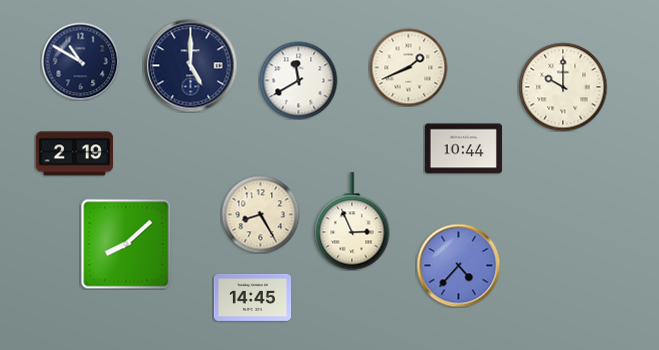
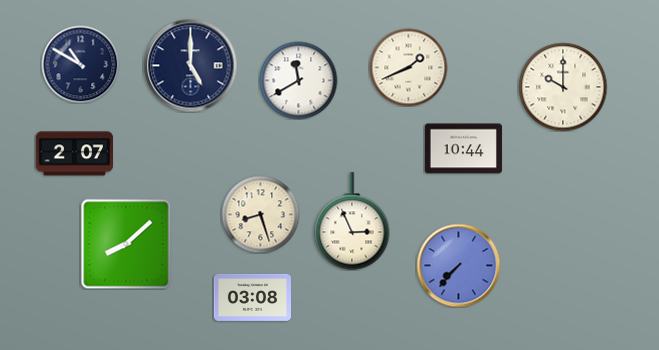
clock at (80, 61) position: (80, 61) -> (80, 64)
clock at (74, 154): 2:19 -> 2:07
clock at (260, 214): 8:25 -> 8:27
clock at (458, 265): 4:37 -> 7:37
clock at (252, 297): 14:45 -> 03:08
